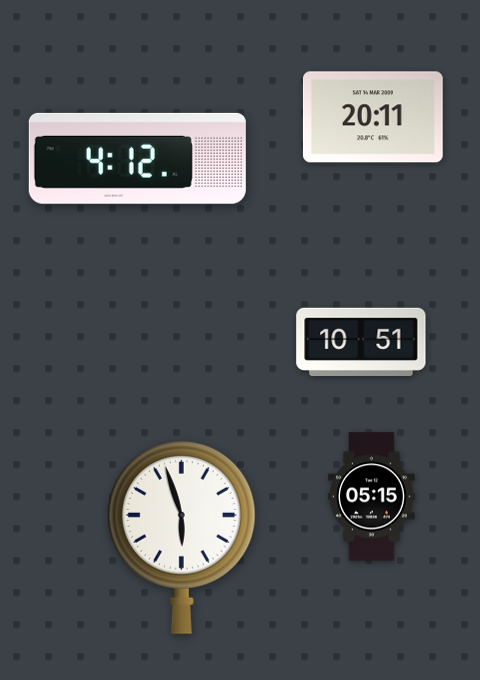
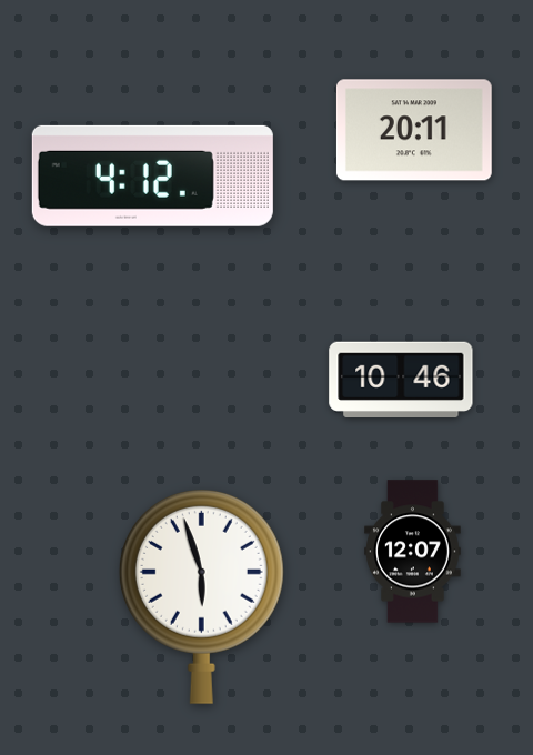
clock at (361, 342): 10:51 -> 10:46
clock at (372, 497): 05:15 -> 12:07
